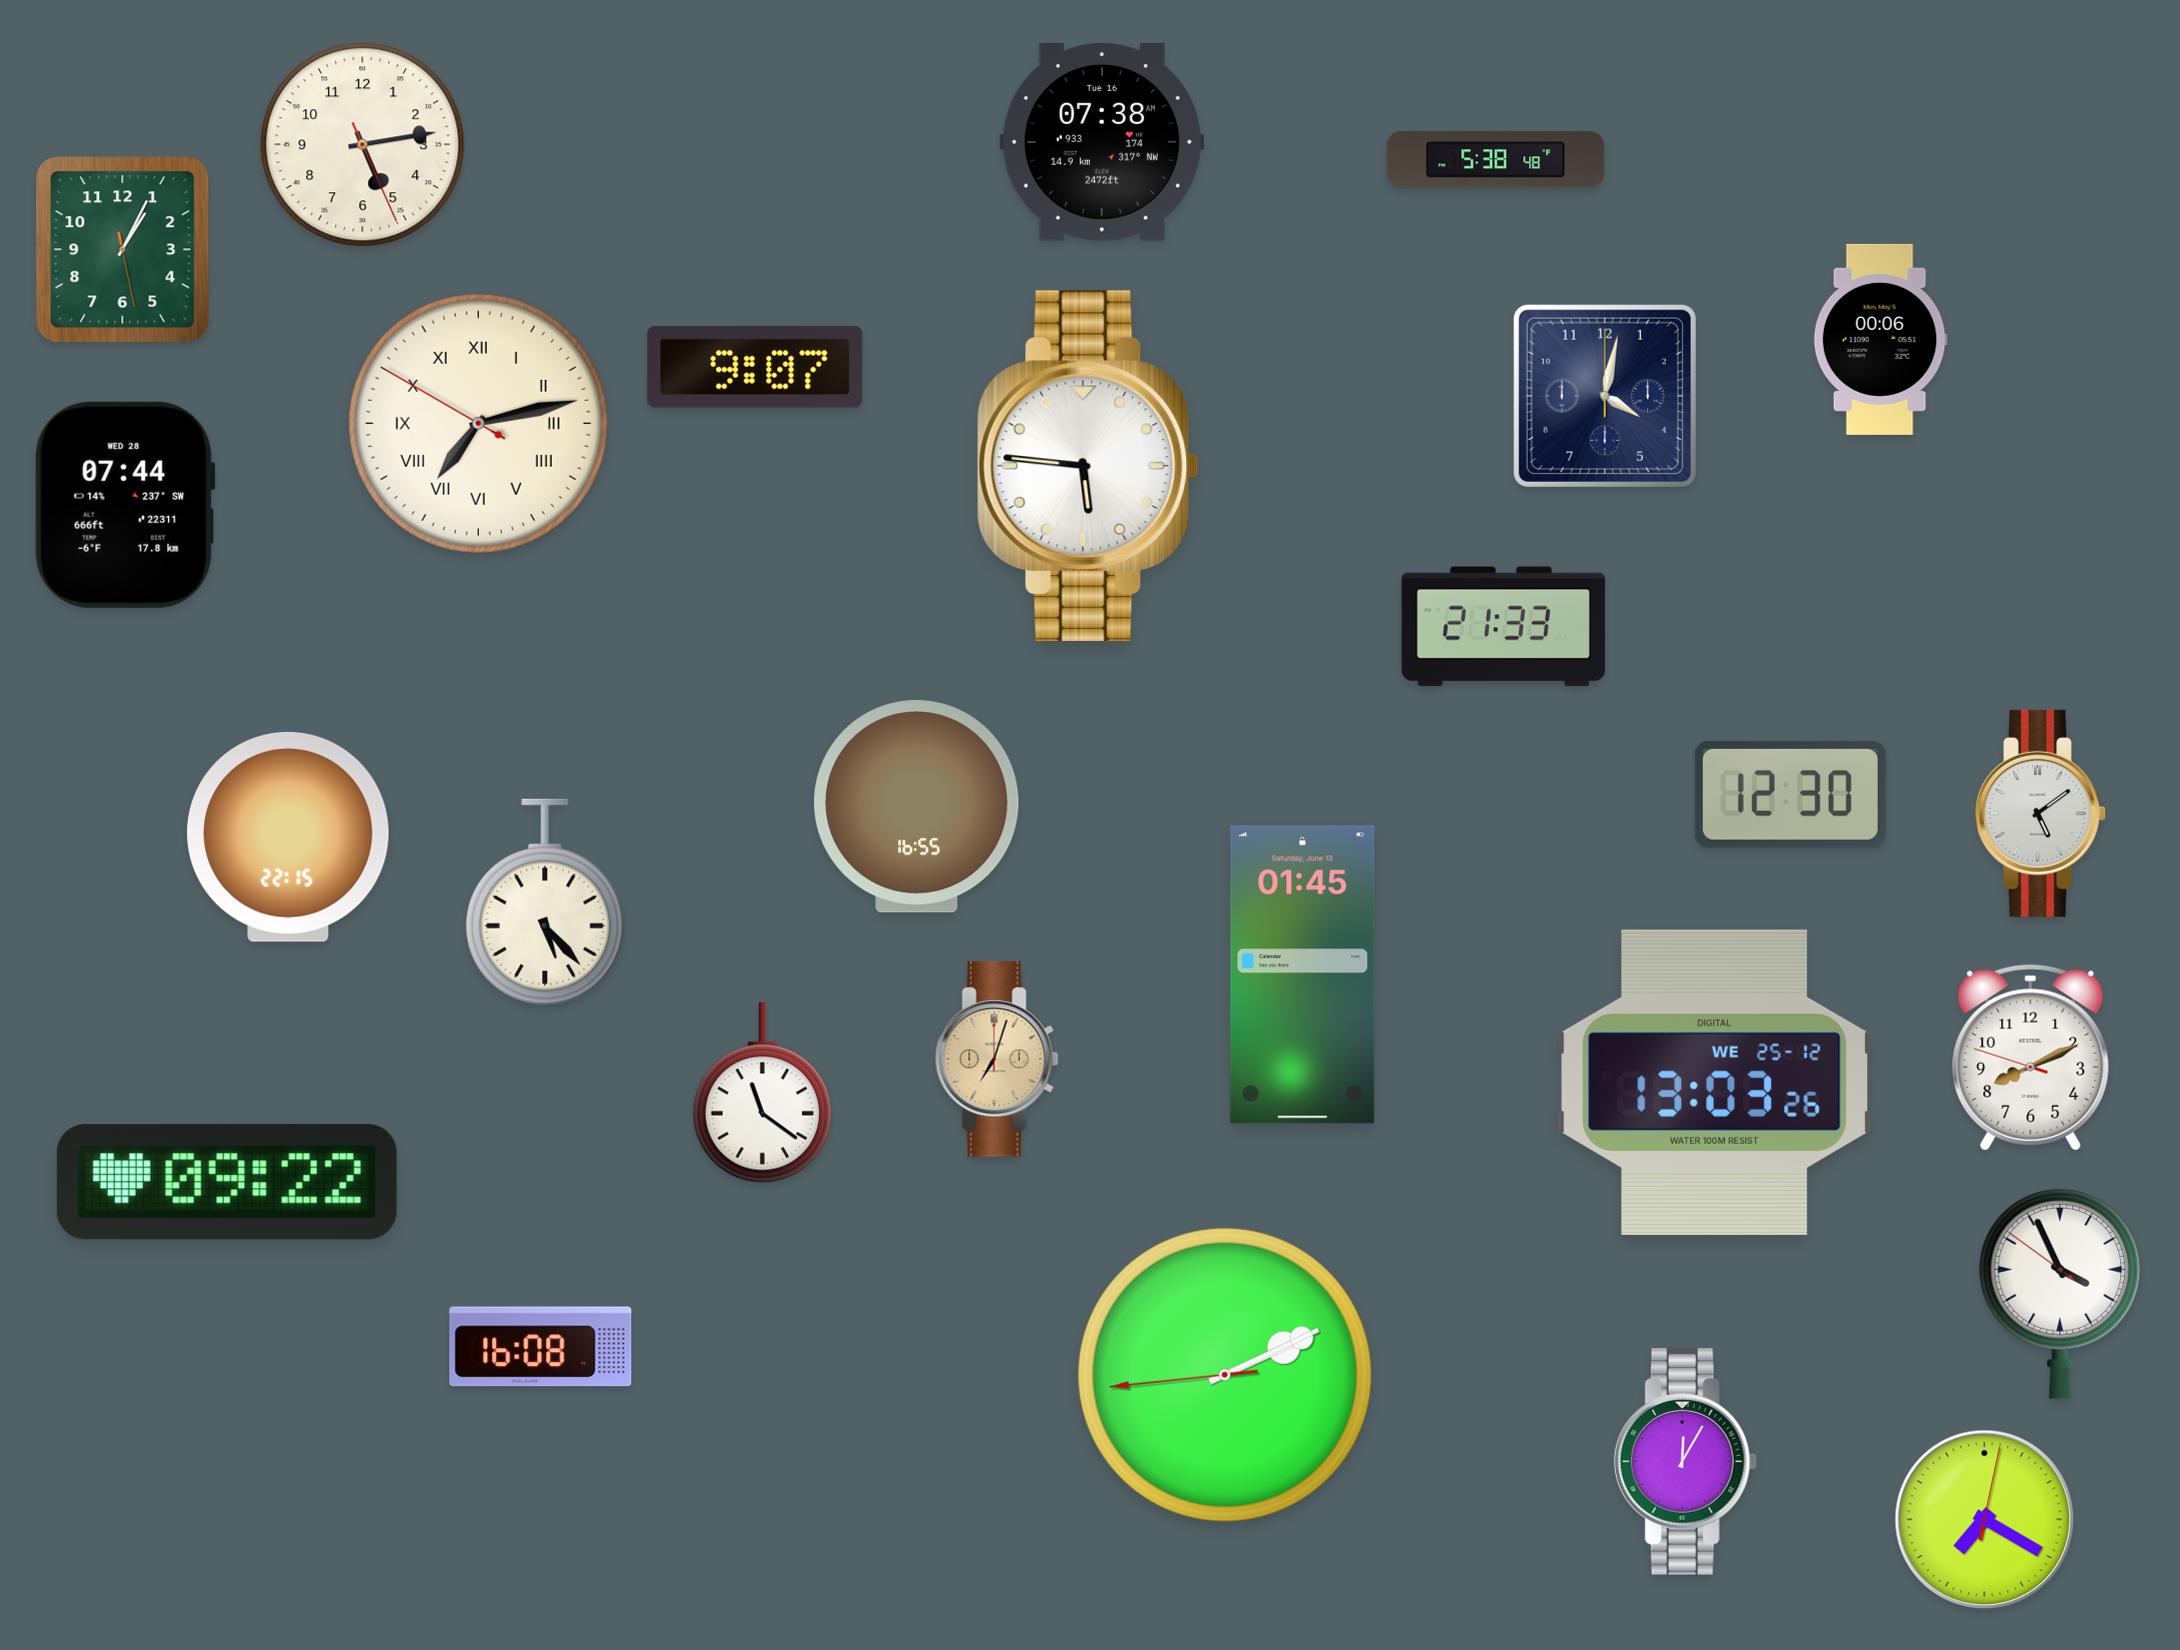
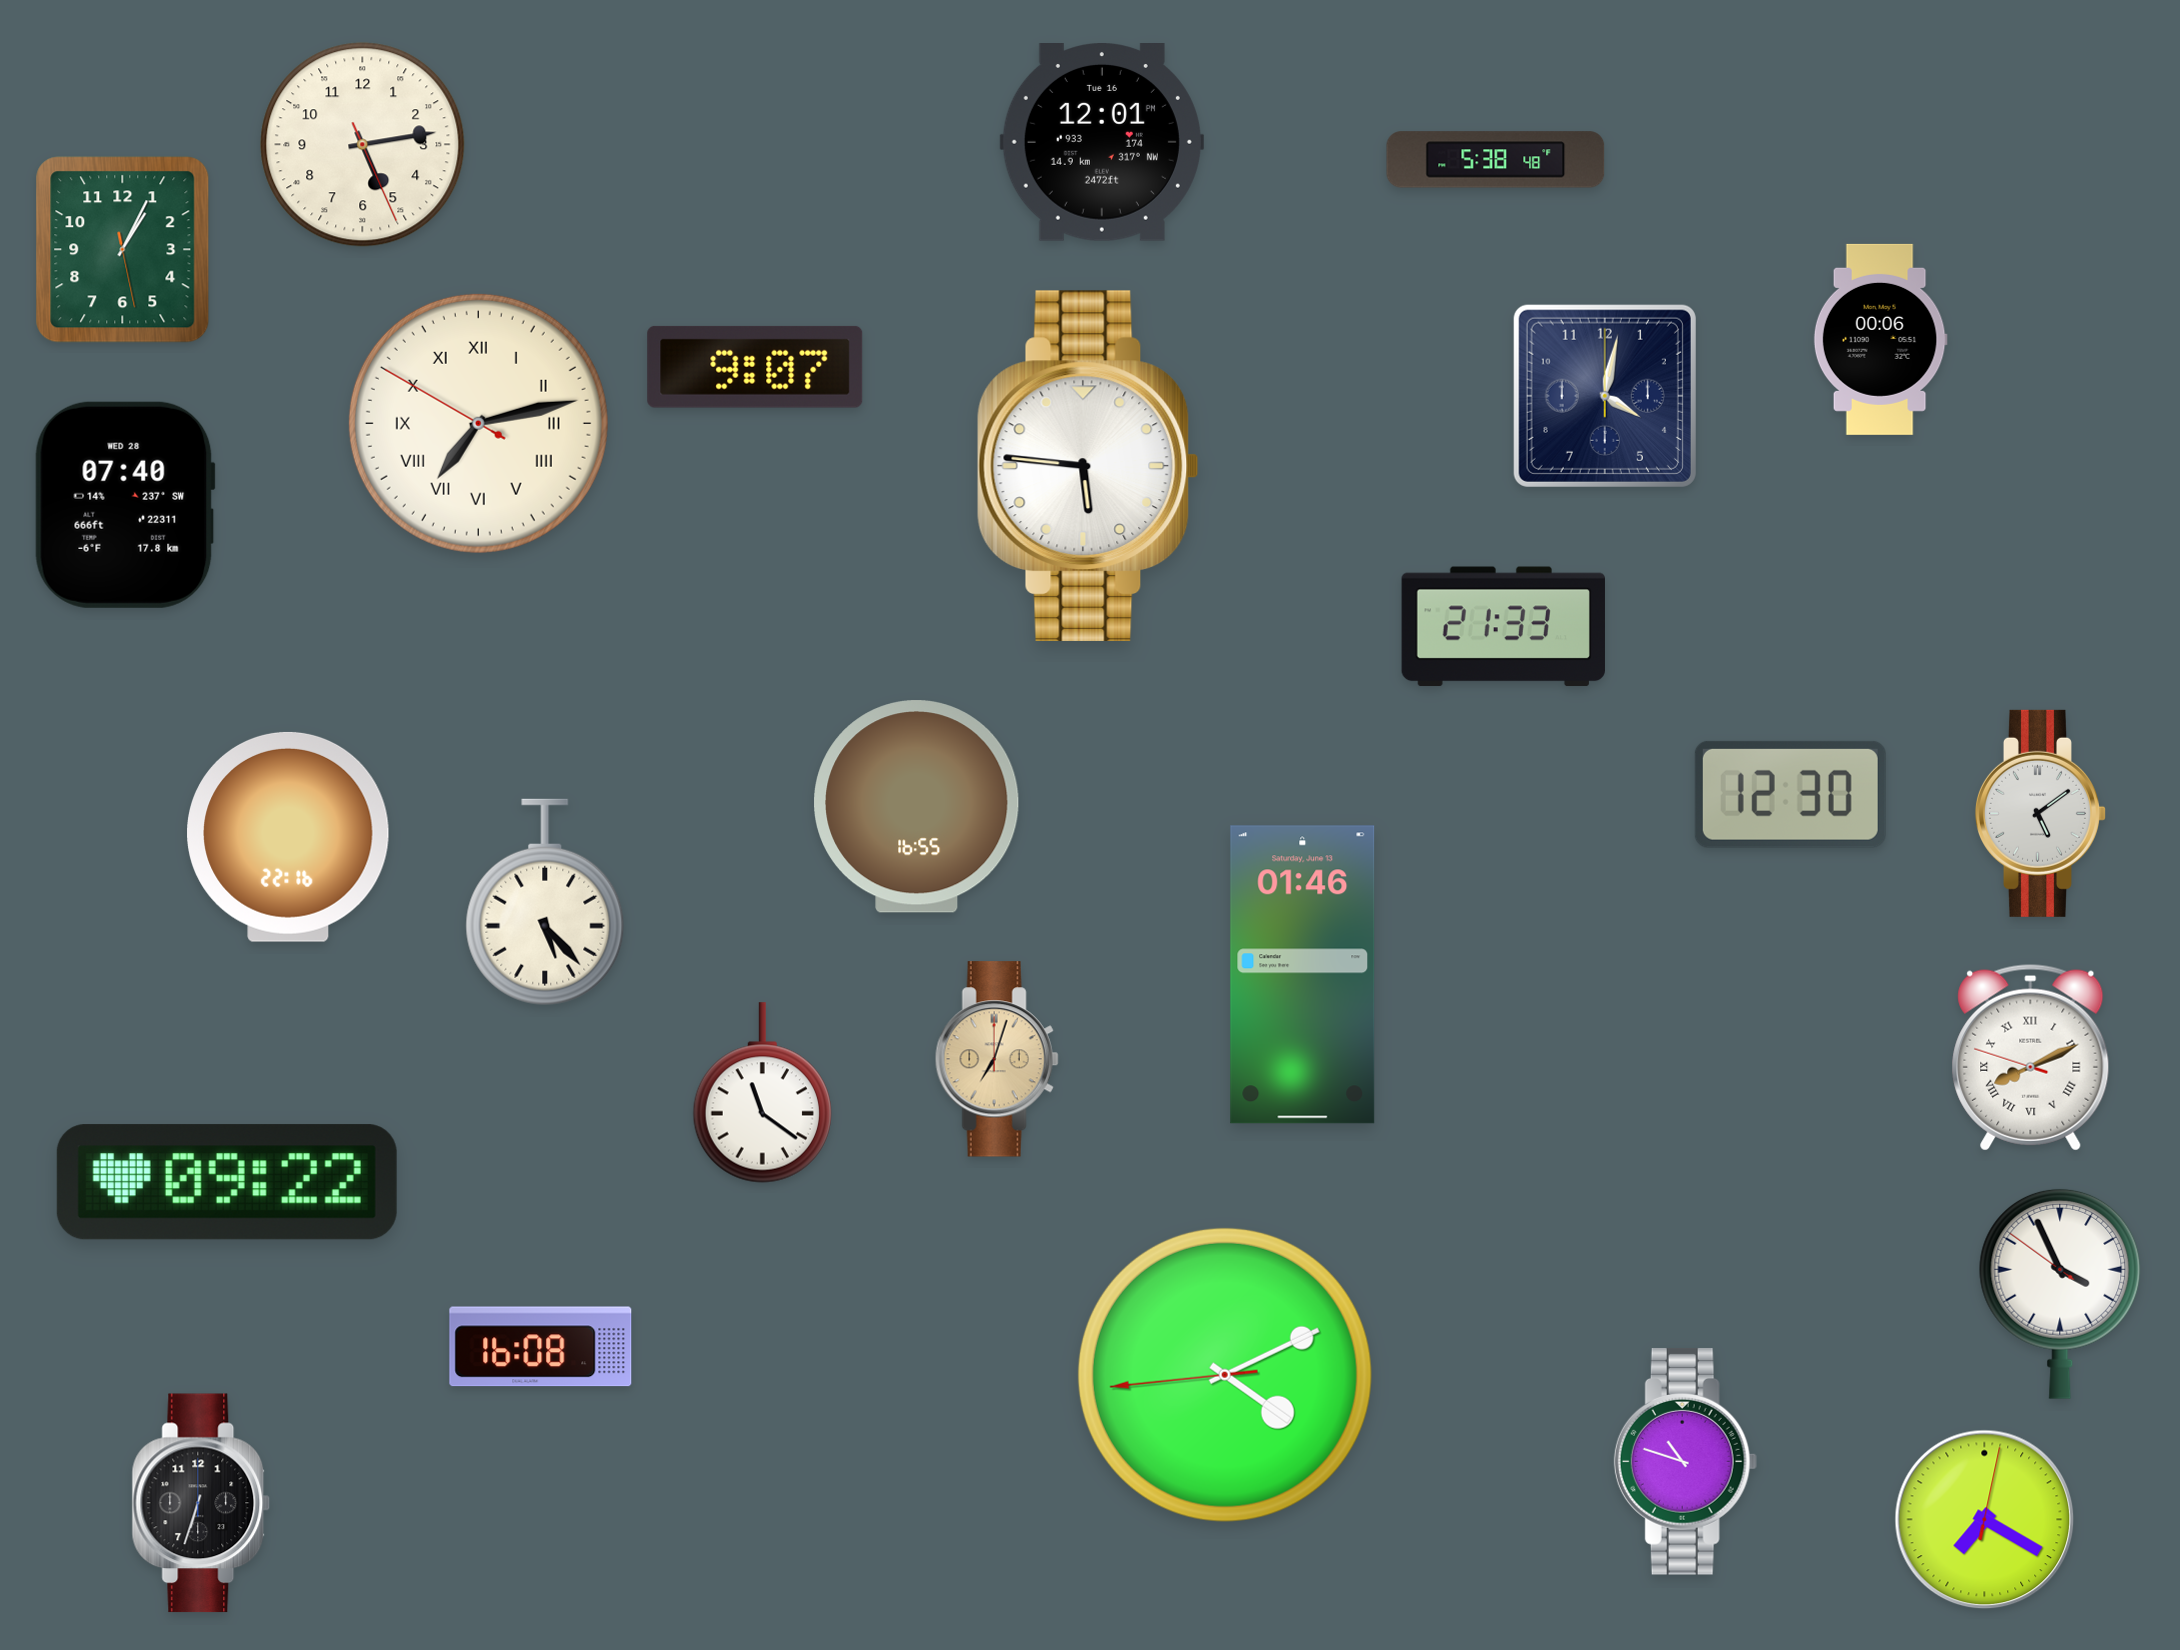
clock at (1102, 143): 07:38 -> 12:01
clock at (125, 505): 07:44 -> 07:40
clock at (288, 837): 22:15 -> 22:16
clock at (1303, 975): 01:45 -> 01:46
clock at (2031, 1057) numerals: Arabic -> Roman
clock at (1715, 1082): 13:03 -> none
clock at (1225, 1375): 2:10 -> 4:10
clock at (1685, 1461): 12:05 -> 10:48
clock at (201, 1503): none -> 6:33
